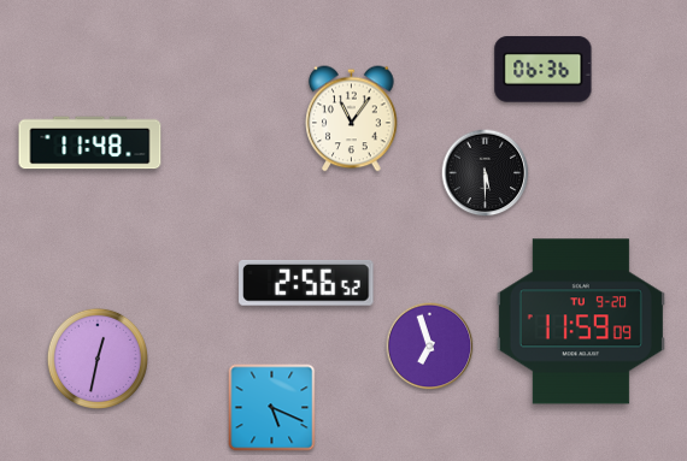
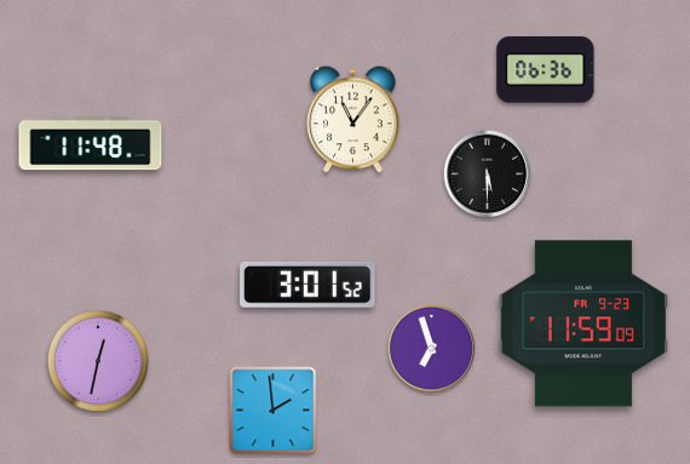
clock at (306, 283): 2:56 -> 3:01
clock at (581, 321) date: TU 9-20 -> FR 9-23
clock at (272, 408): 5:19 -> 1:59
